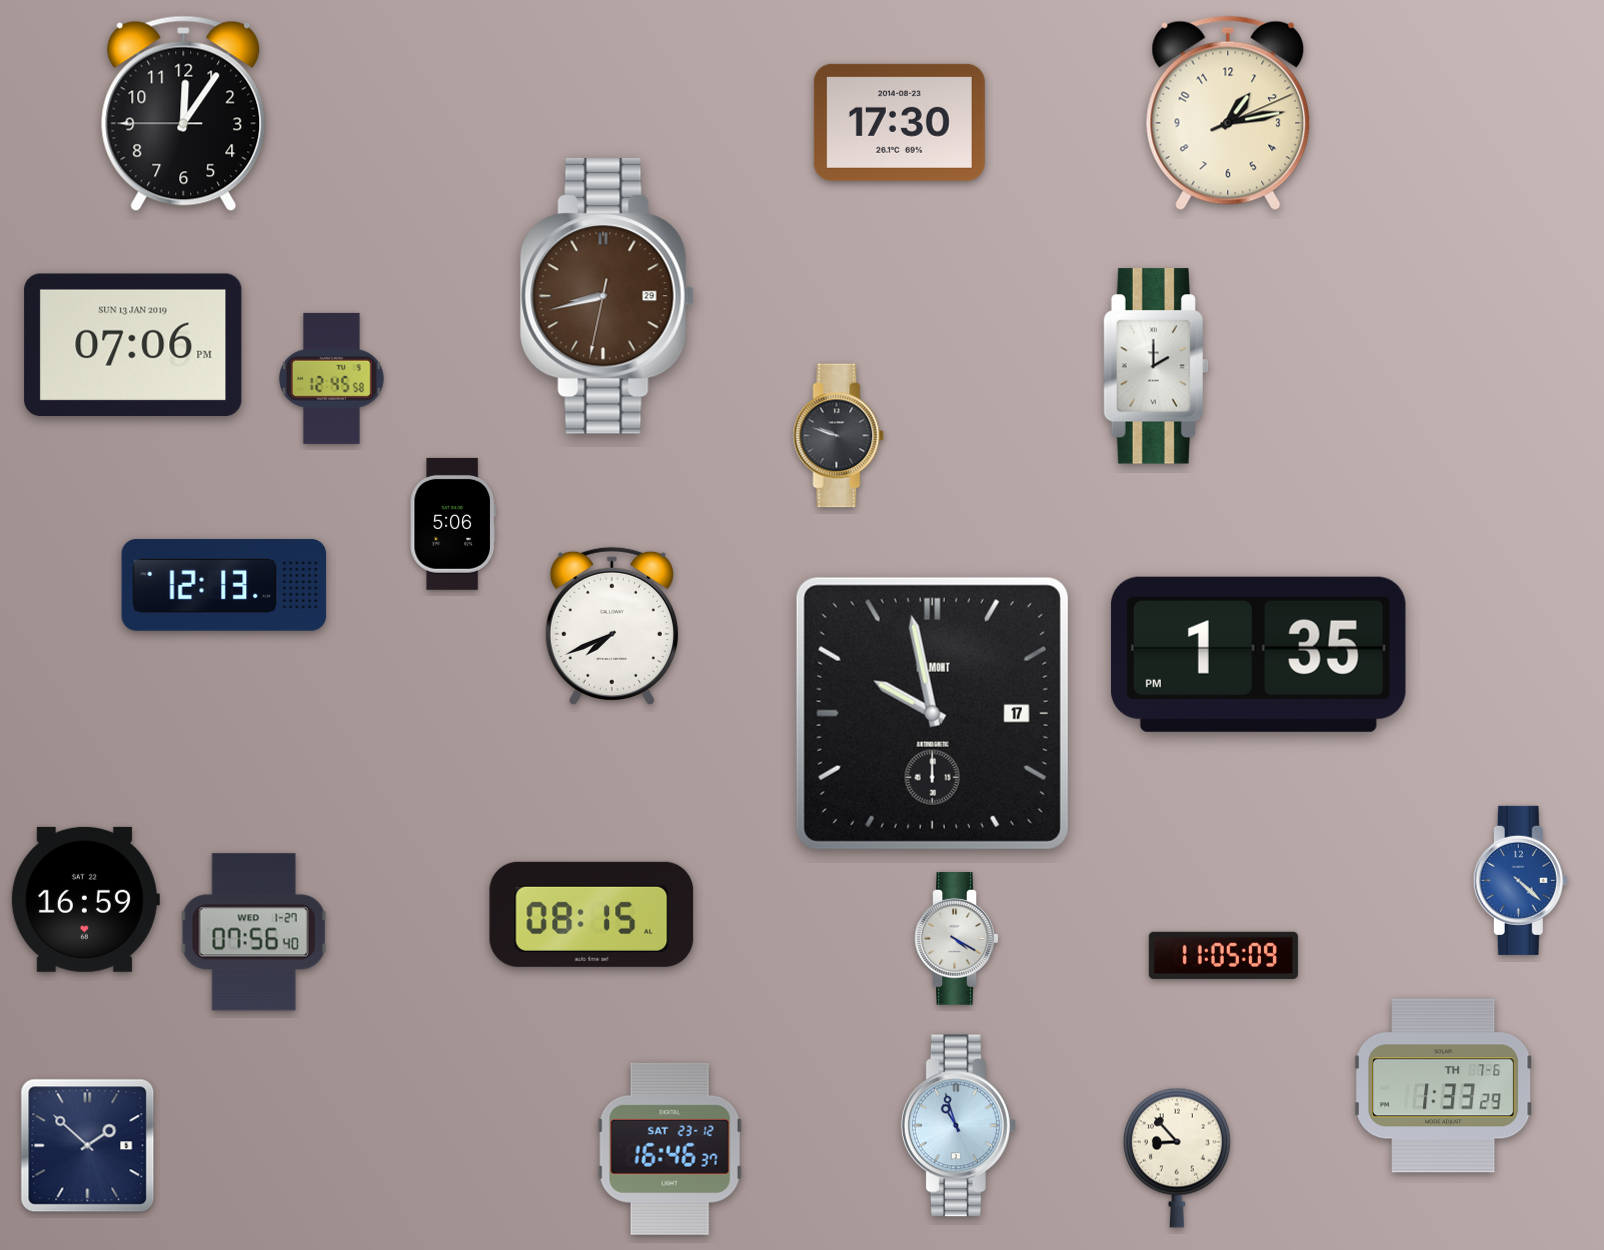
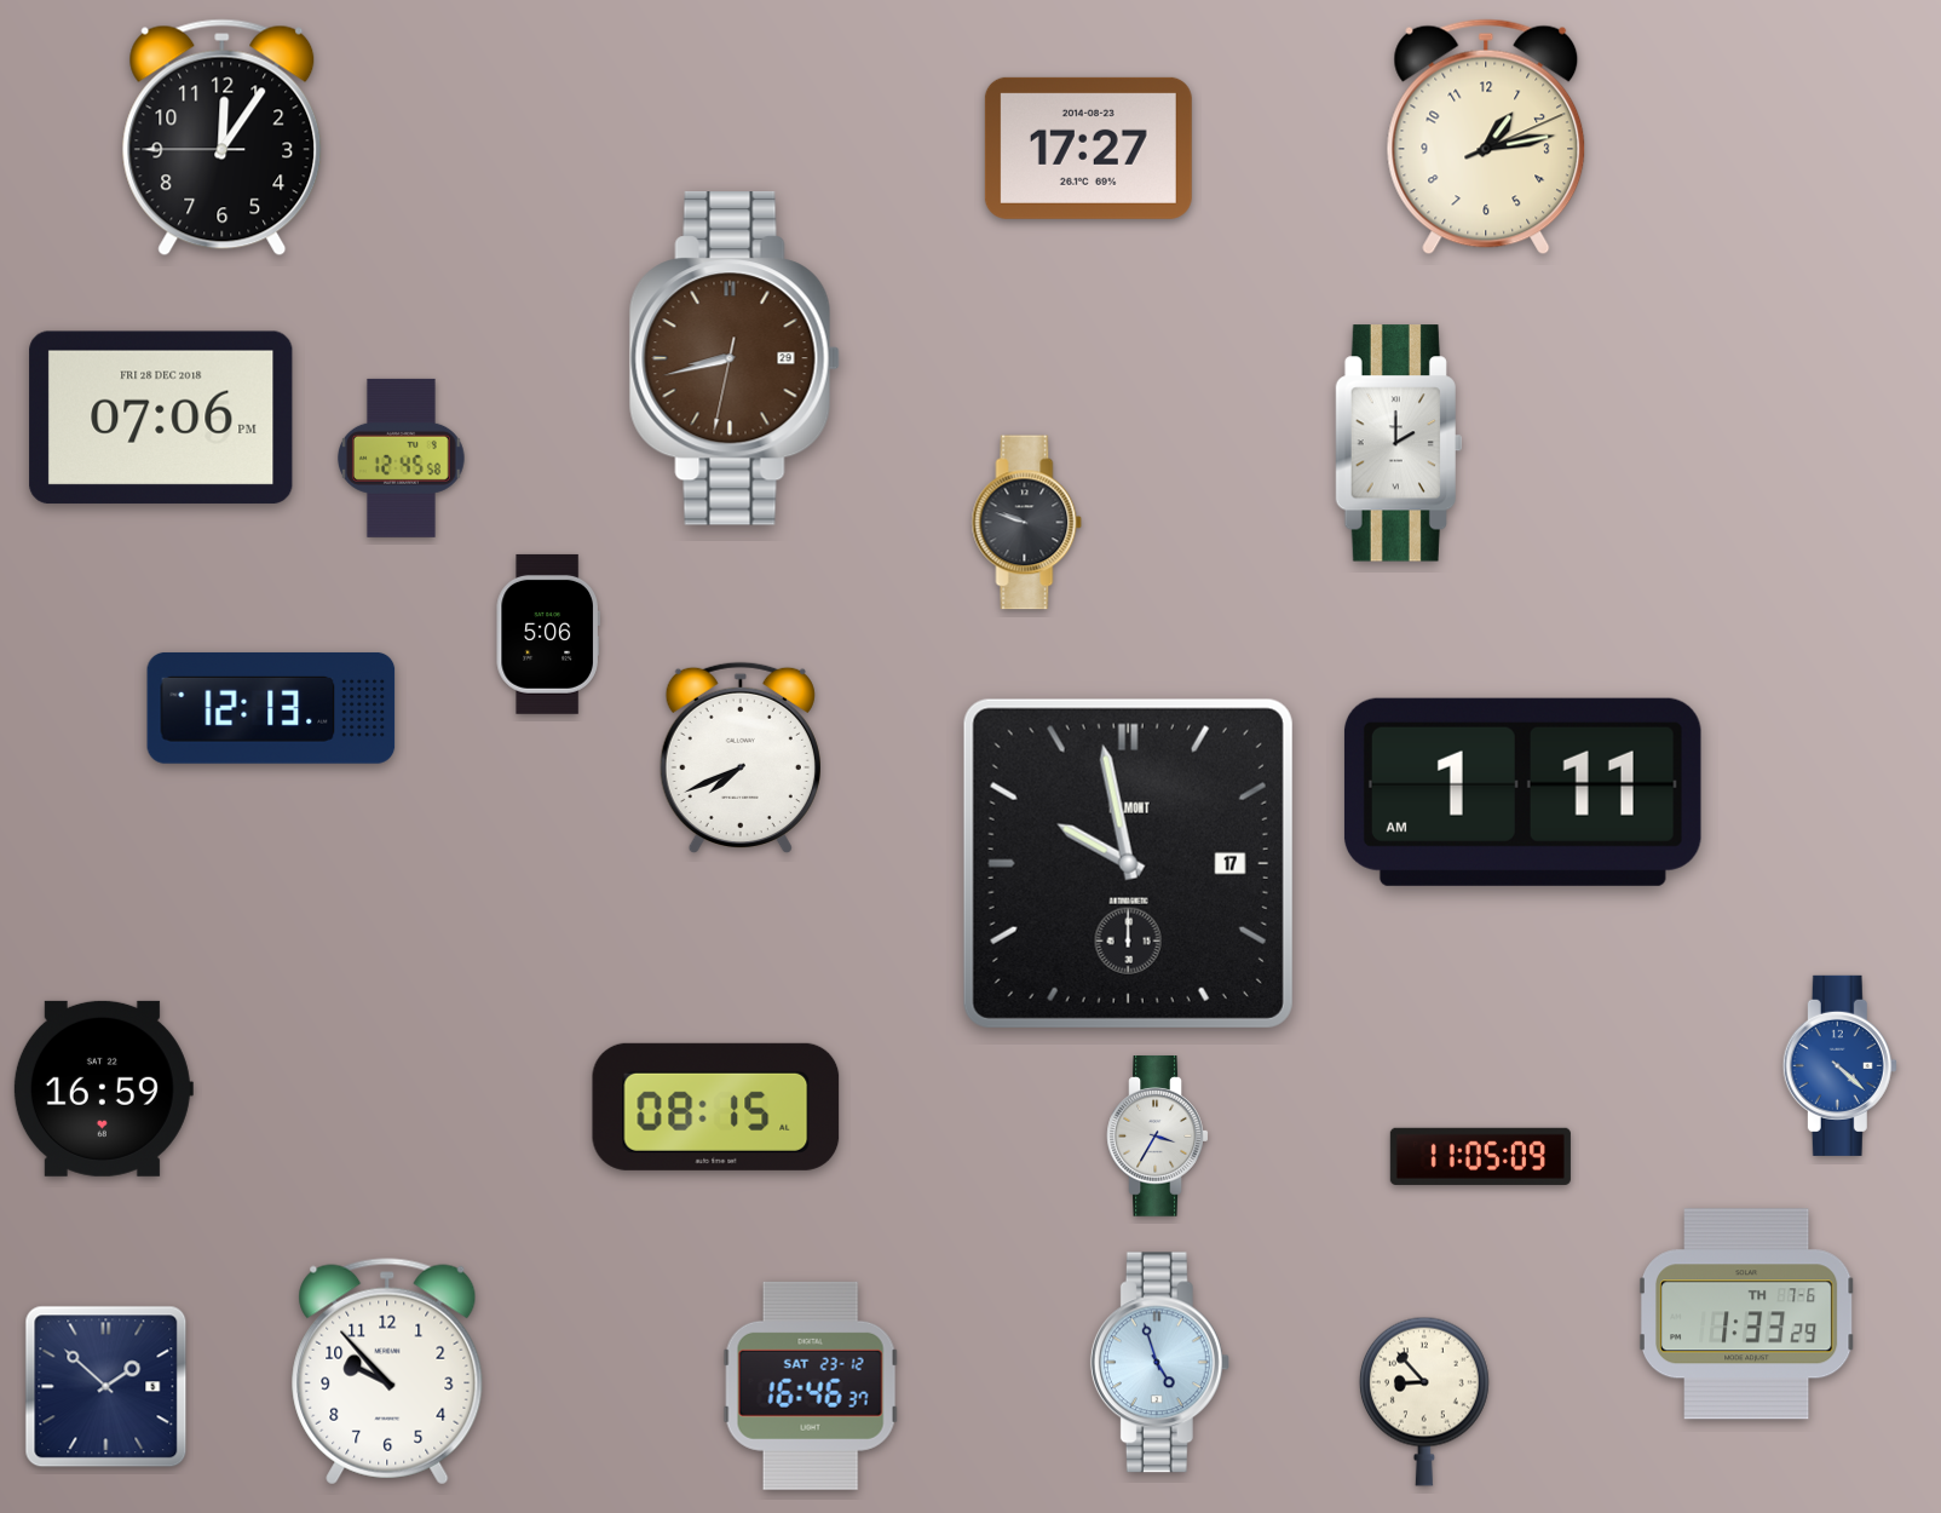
clock at (899, 122): 17:30 -> 17:27
clock at (133, 345) date: SUN 13 JAN 2019 -> FRI 28 DEC 2018
clock at (839, 436) position: (839, 436) -> (1027, 523)
clock at (1258, 654): 1:35 -> 1:11
clock at (254, 932): 07:56 -> none
clock at (957, 939): 4:20 -> 3:35
clock at (958, 1126): 10:57 -> 4:57
clock at (387, 1371): none -> 9:53
clock at (670, 1149) position: (670, 1149) -> (811, 1386)
